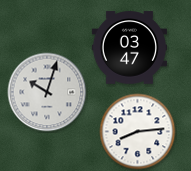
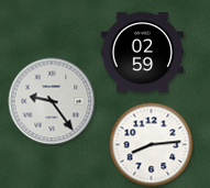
clock at (130, 48): 03:47 -> 02:59
clock at (47, 92): 10:03 -> 9:24
